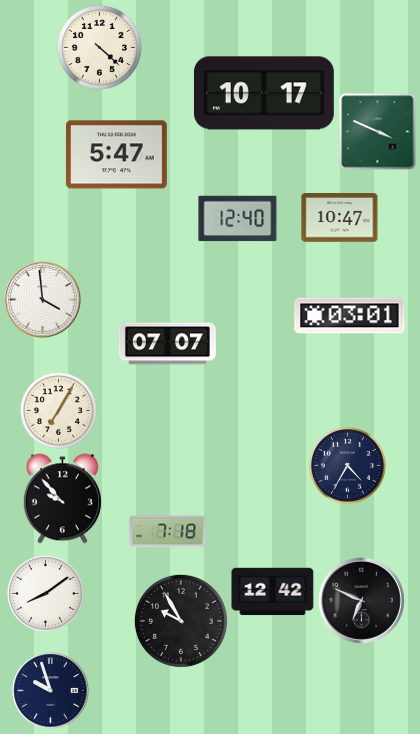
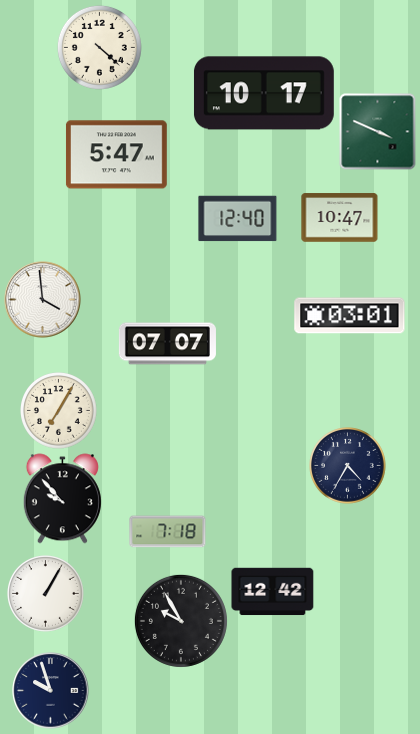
clock at (46, 594): 8:09 -> 1:05
clock at (361, 600): 6:49 -> none
